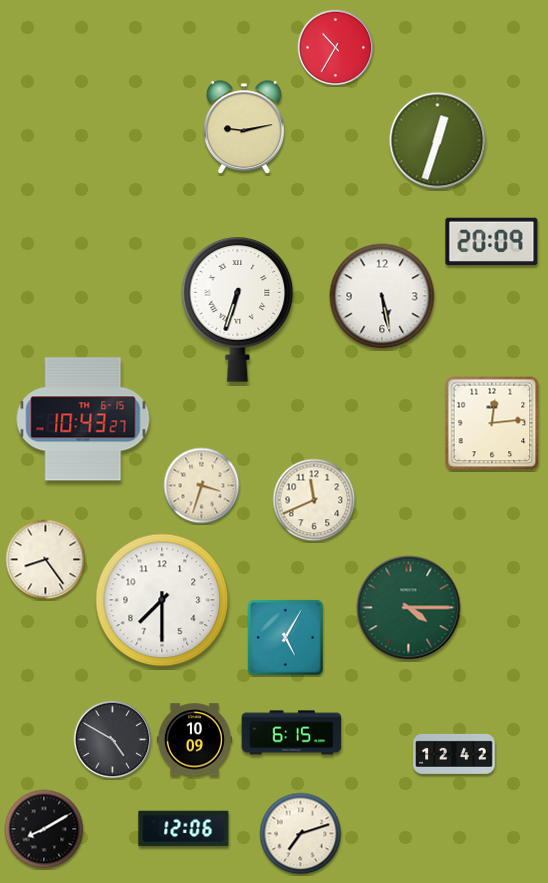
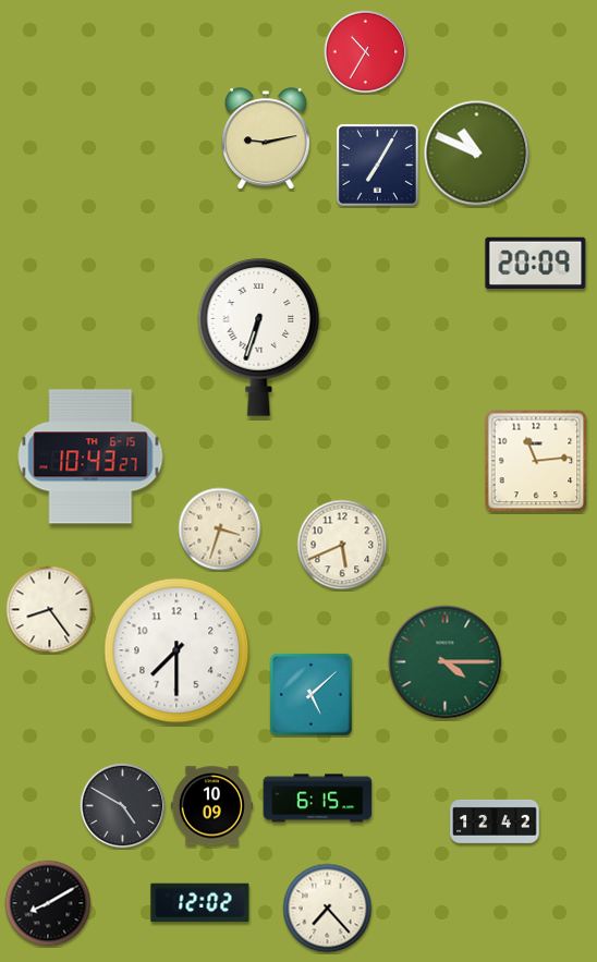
clock at (438, 141): 12:33 -> 10:49
clock at (378, 166): none -> 7:05
clock at (382, 296): 5:28 -> none
clock at (492, 423): 12:14 -> 11:14
clock at (314, 500): 11:41 -> 5:41
clock at (162, 600) position: (162, 600) -> (176, 650)
clock at (286, 638): 5:05 -> 5:08
clock at (184, 829): 12:06 -> 12:02
clock at (301, 834): 7:12 -> 7:23
